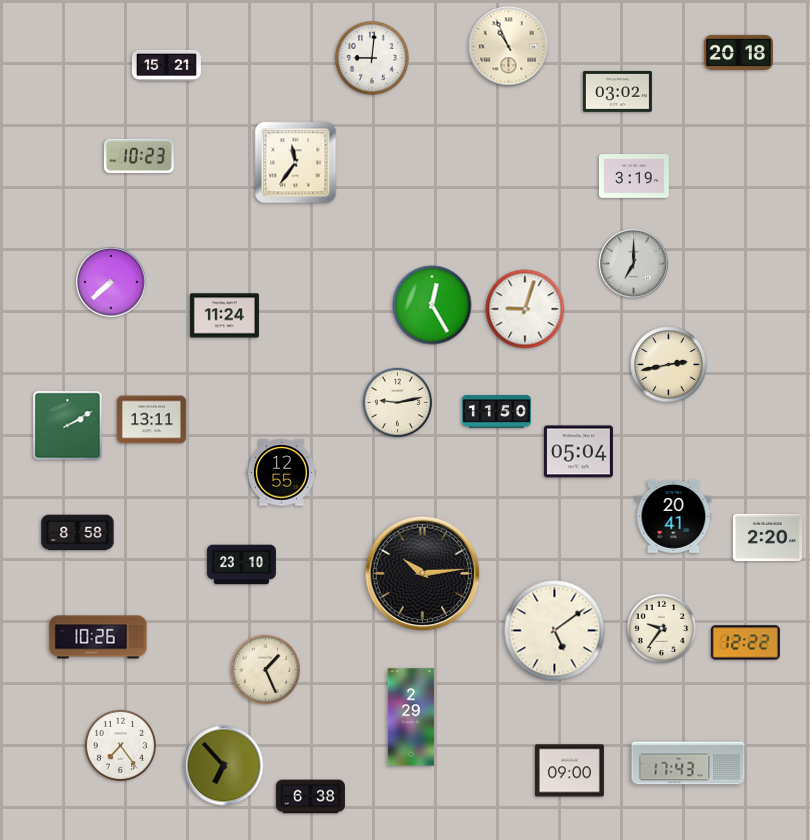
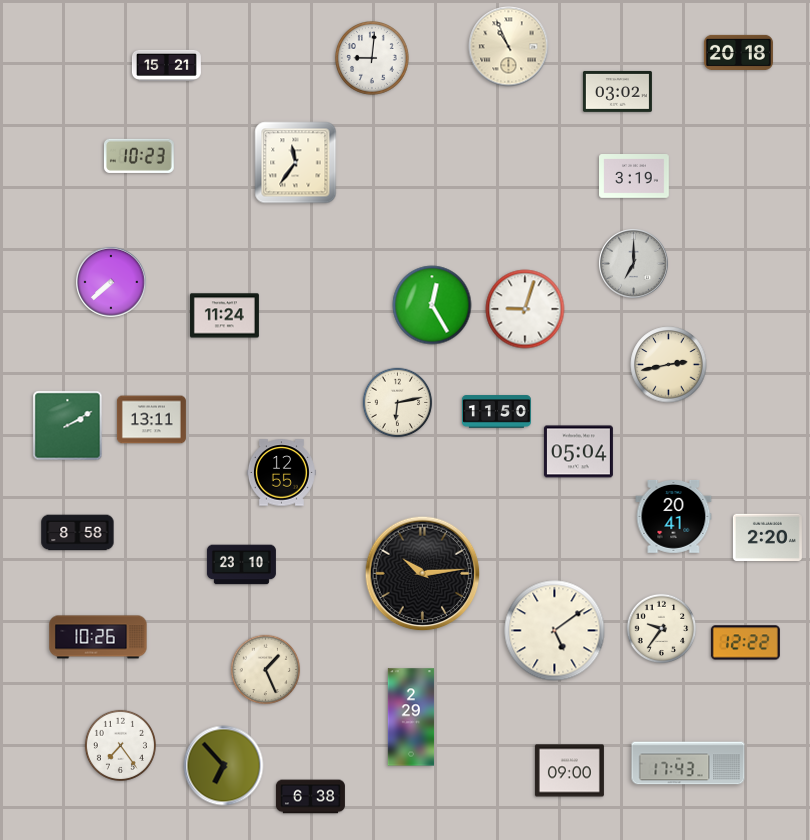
clock at (398, 403): 9:13 -> 6:13
